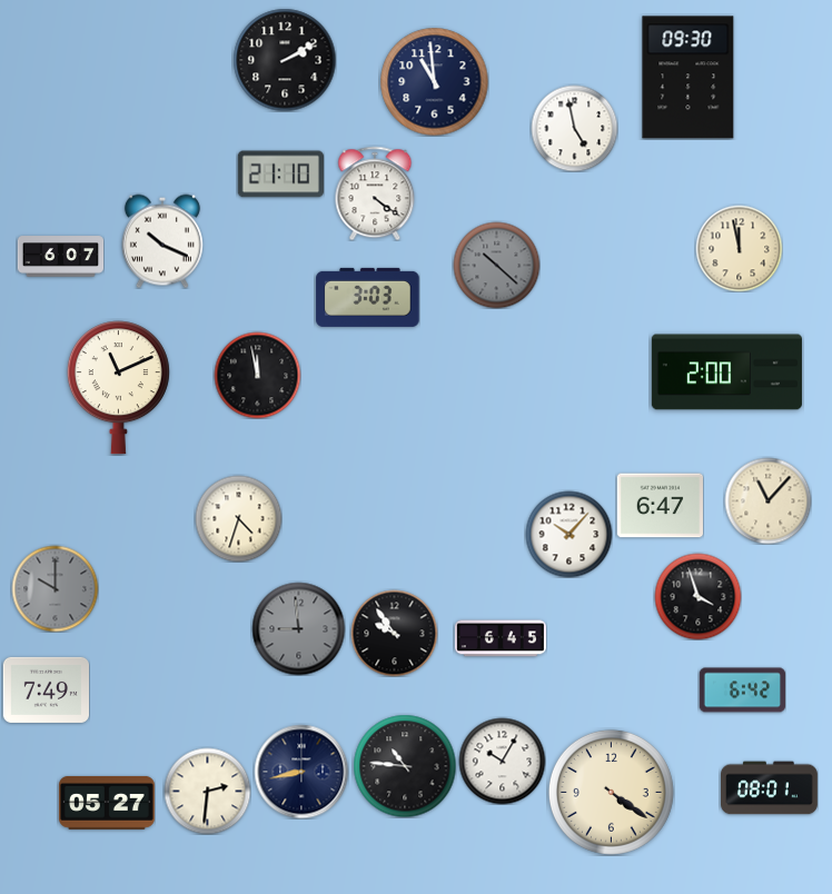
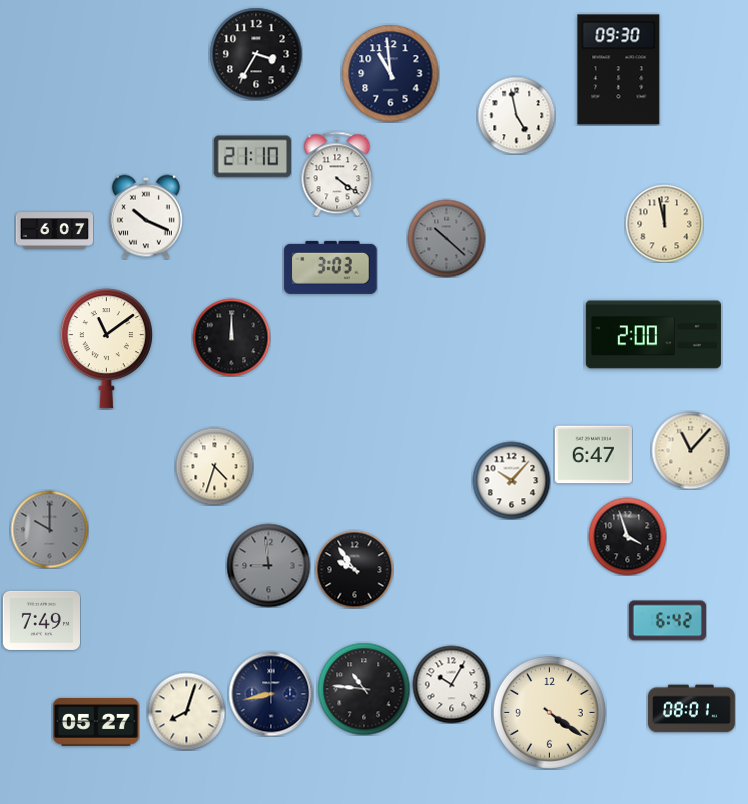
clock at (285, 60): 2:10 -> 3:35
clock at (257, 375): 11:58 -> 12:00
clock at (118, 388): 11:11 -> 11:09
clock at (501, 638): 6:45 -> none
clock at (207, 791): 2:31 -> 8:03
